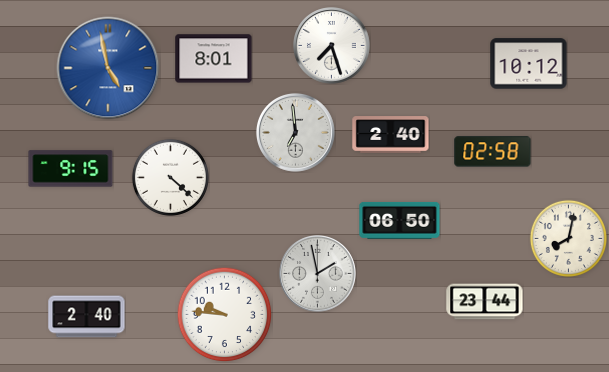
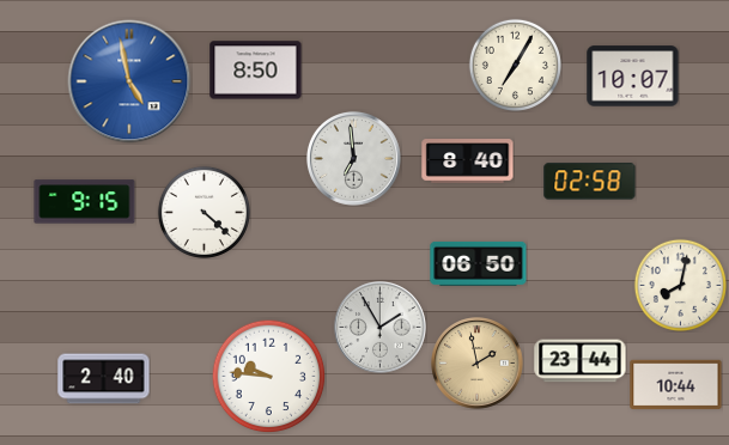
clock at (332, 46): 7:27 -> none
clock at (515, 65): none -> 7:05
clock at (214, 59): 8:01 -> 8:50
clock at (529, 64): 10:12 -> 10:07
clock at (391, 135): 2:40 -> 8:40
clock at (318, 274): 1:58 -> 1:55
clock at (478, 364): none -> 1:58
clock at (676, 385): none -> 10:44
